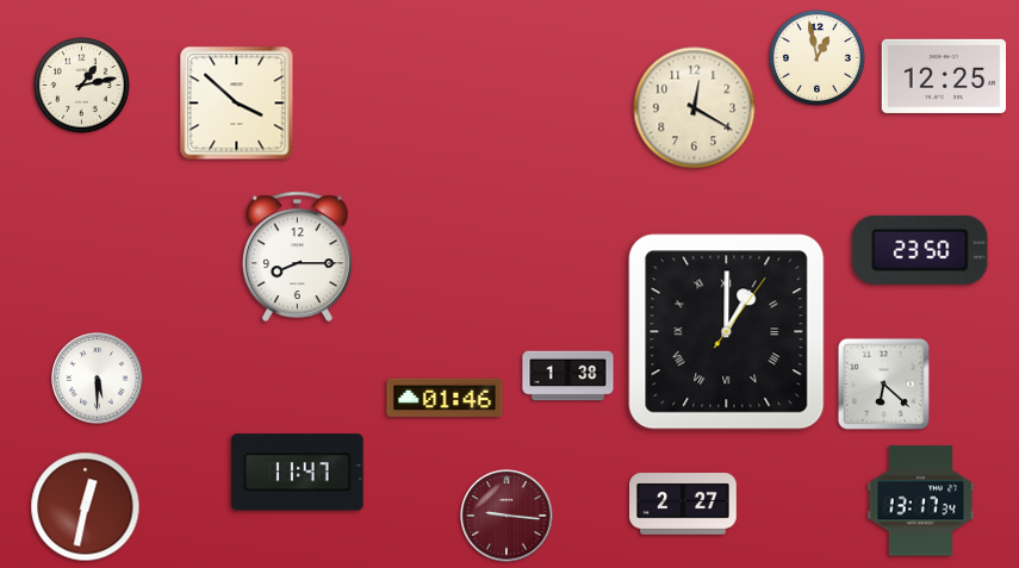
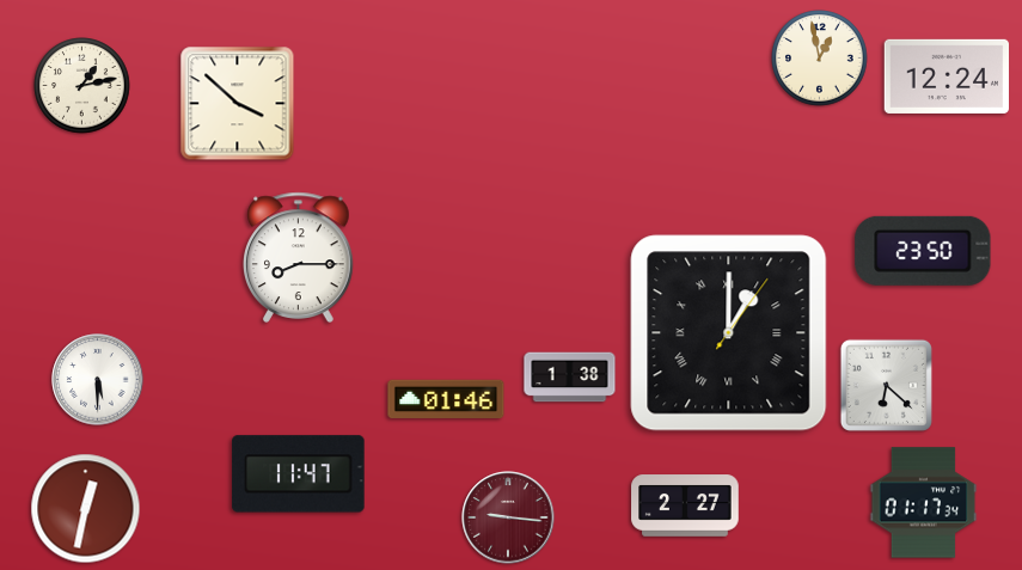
clock at (943, 76): 12:25 -> 12:24
clock at (695, 108): 12:20 -> none
clock at (921, 501): 13:17 -> 01:17
